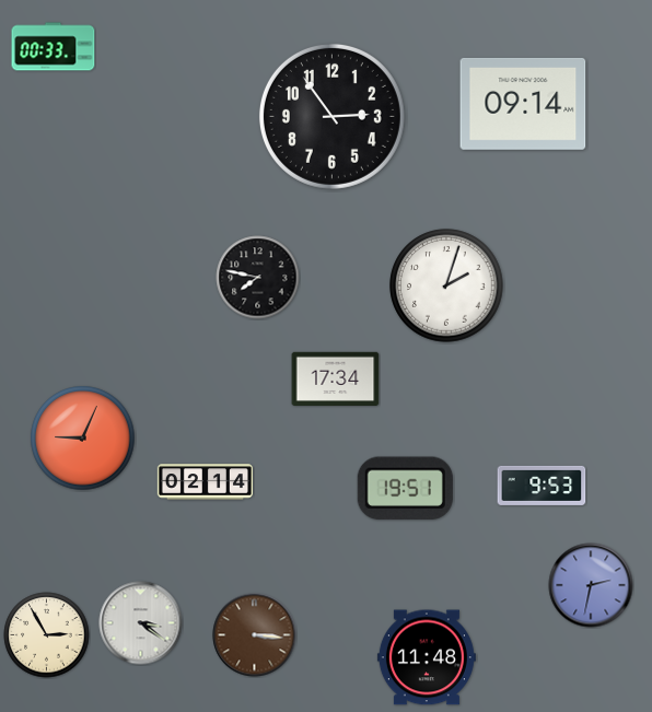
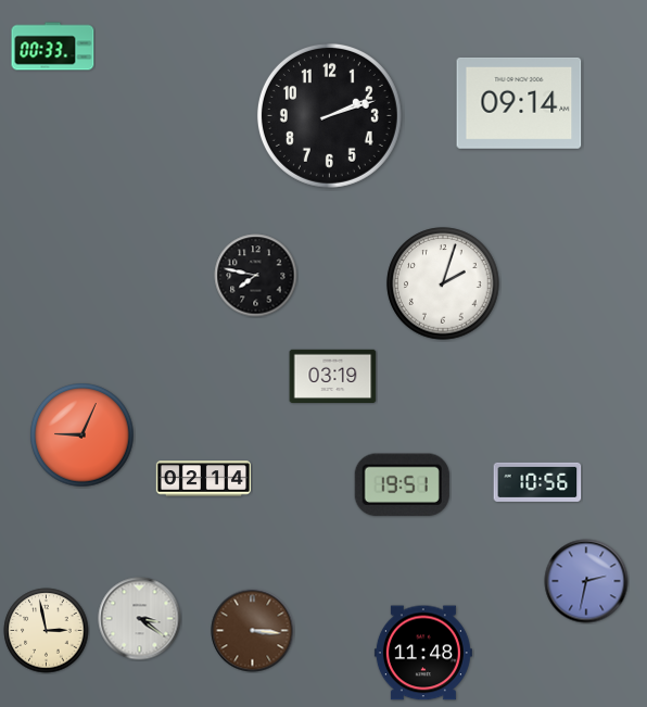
clock at (331, 116): 2:54 -> 2:12
clock at (336, 378): 17:34 -> 03:19
clock at (542, 486): 9:53 -> 10:56
clock at (47, 635): 2:55 -> 2:58
